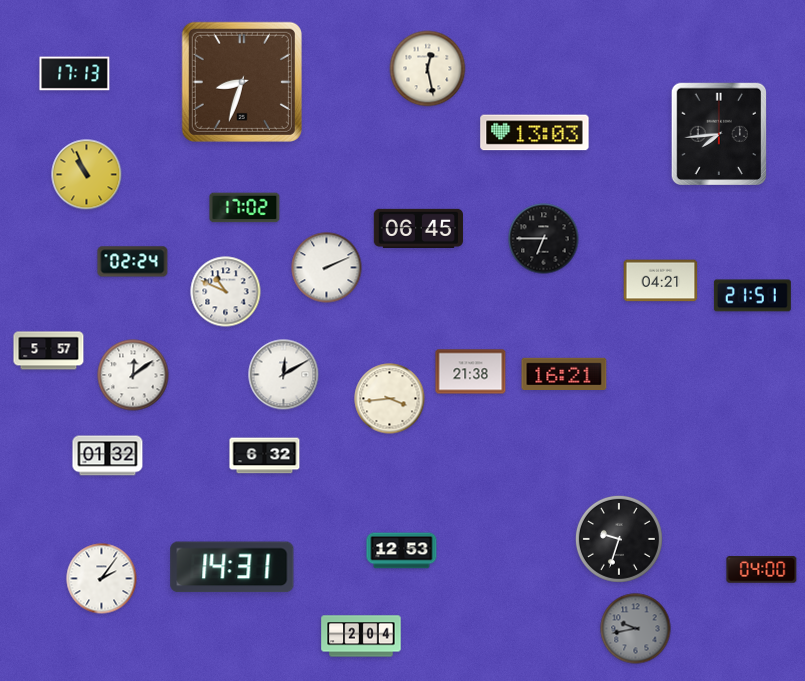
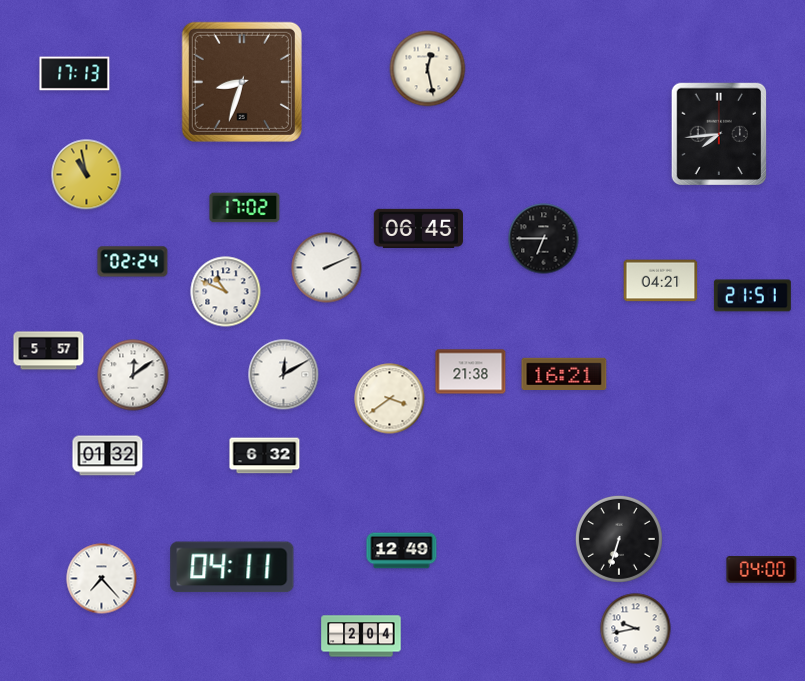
clock at (535, 133): 13:03 -> none
clock at (87, 175): 10:56 -> 10:58
clock at (390, 399): 3:44 -> 3:39
clock at (619, 539): 9:33 -> 6:33
clock at (402, 551): 12:53 -> 12:49
clock at (232, 567): 14:31 -> 04:11
clock at (102, 579): 2:06 -> 7:23
clock at (636, 629) dial: grey -> white
